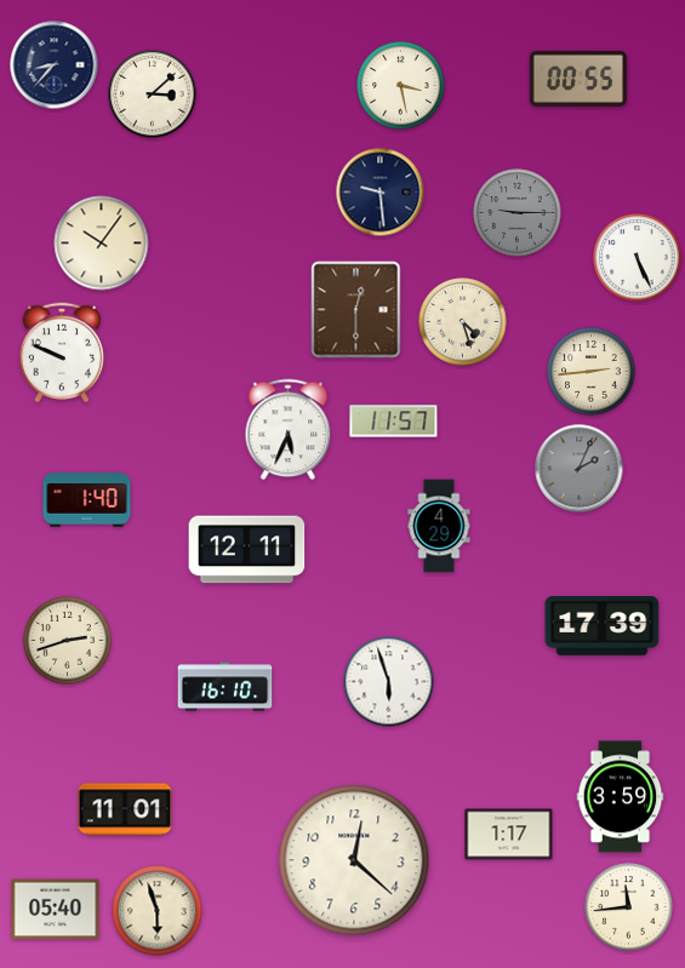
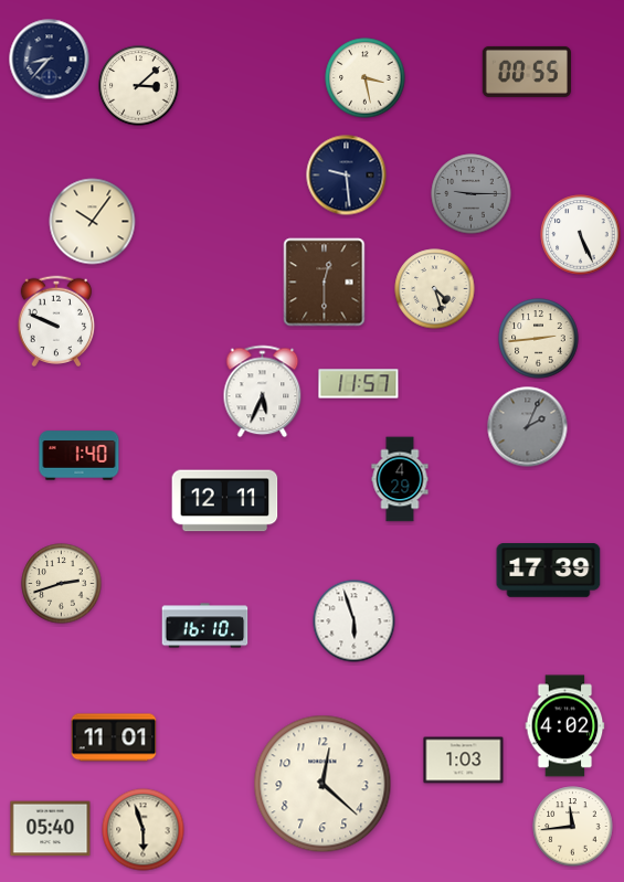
clock at (463, 322) position: (463, 322) -> (435, 289)
clock at (621, 797): 3:59 -> 4:02
clock at (509, 835): 1:17 -> 1:03
